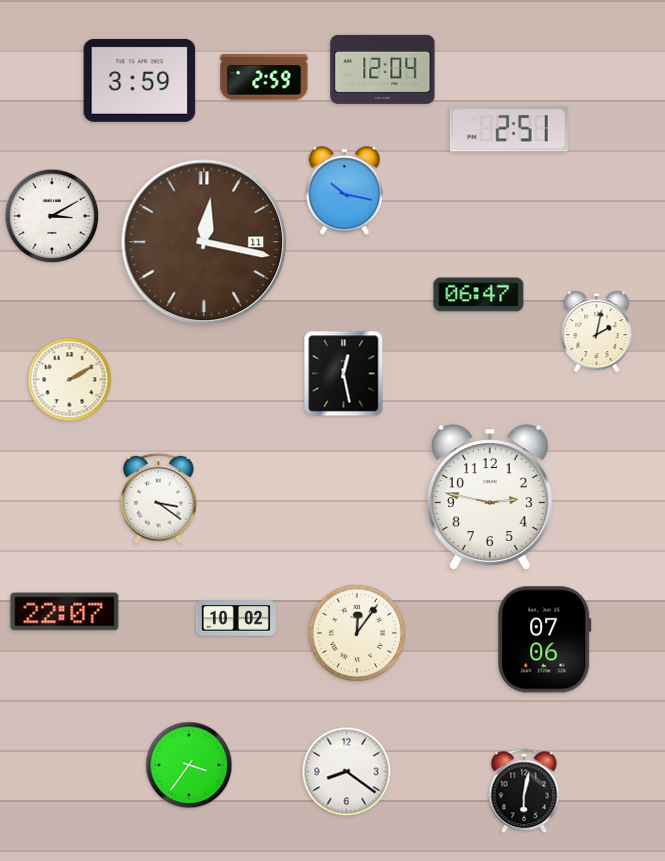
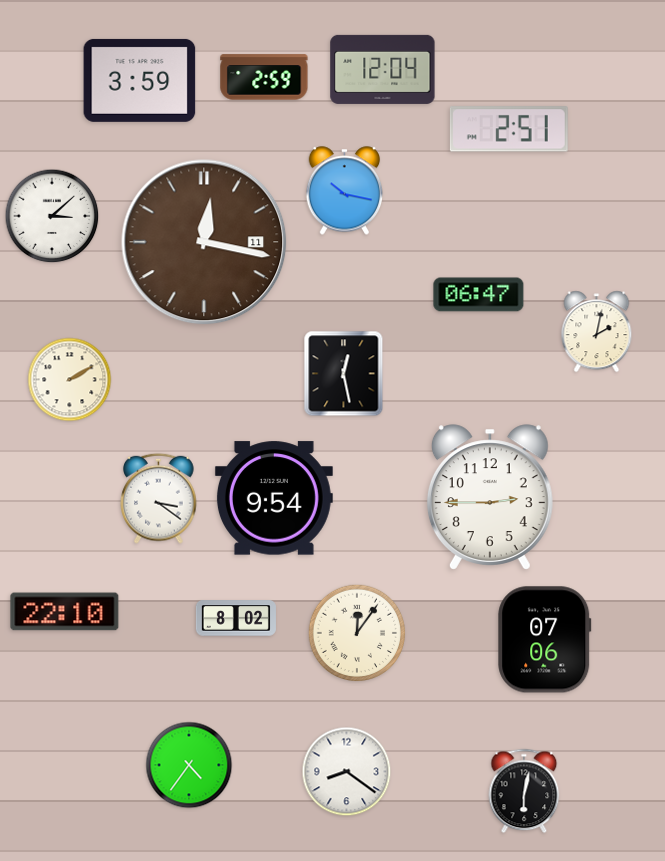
clock at (52, 216): 3:10 -> 3:08
clock at (490, 497): 2:47 -> 2:45
clock at (274, 498): none -> 9:54
clock at (65, 612): 22:07 -> 22:10
clock at (236, 618): 10:02 -> 8:02
clock at (189, 765): 3:36 -> 4:36
